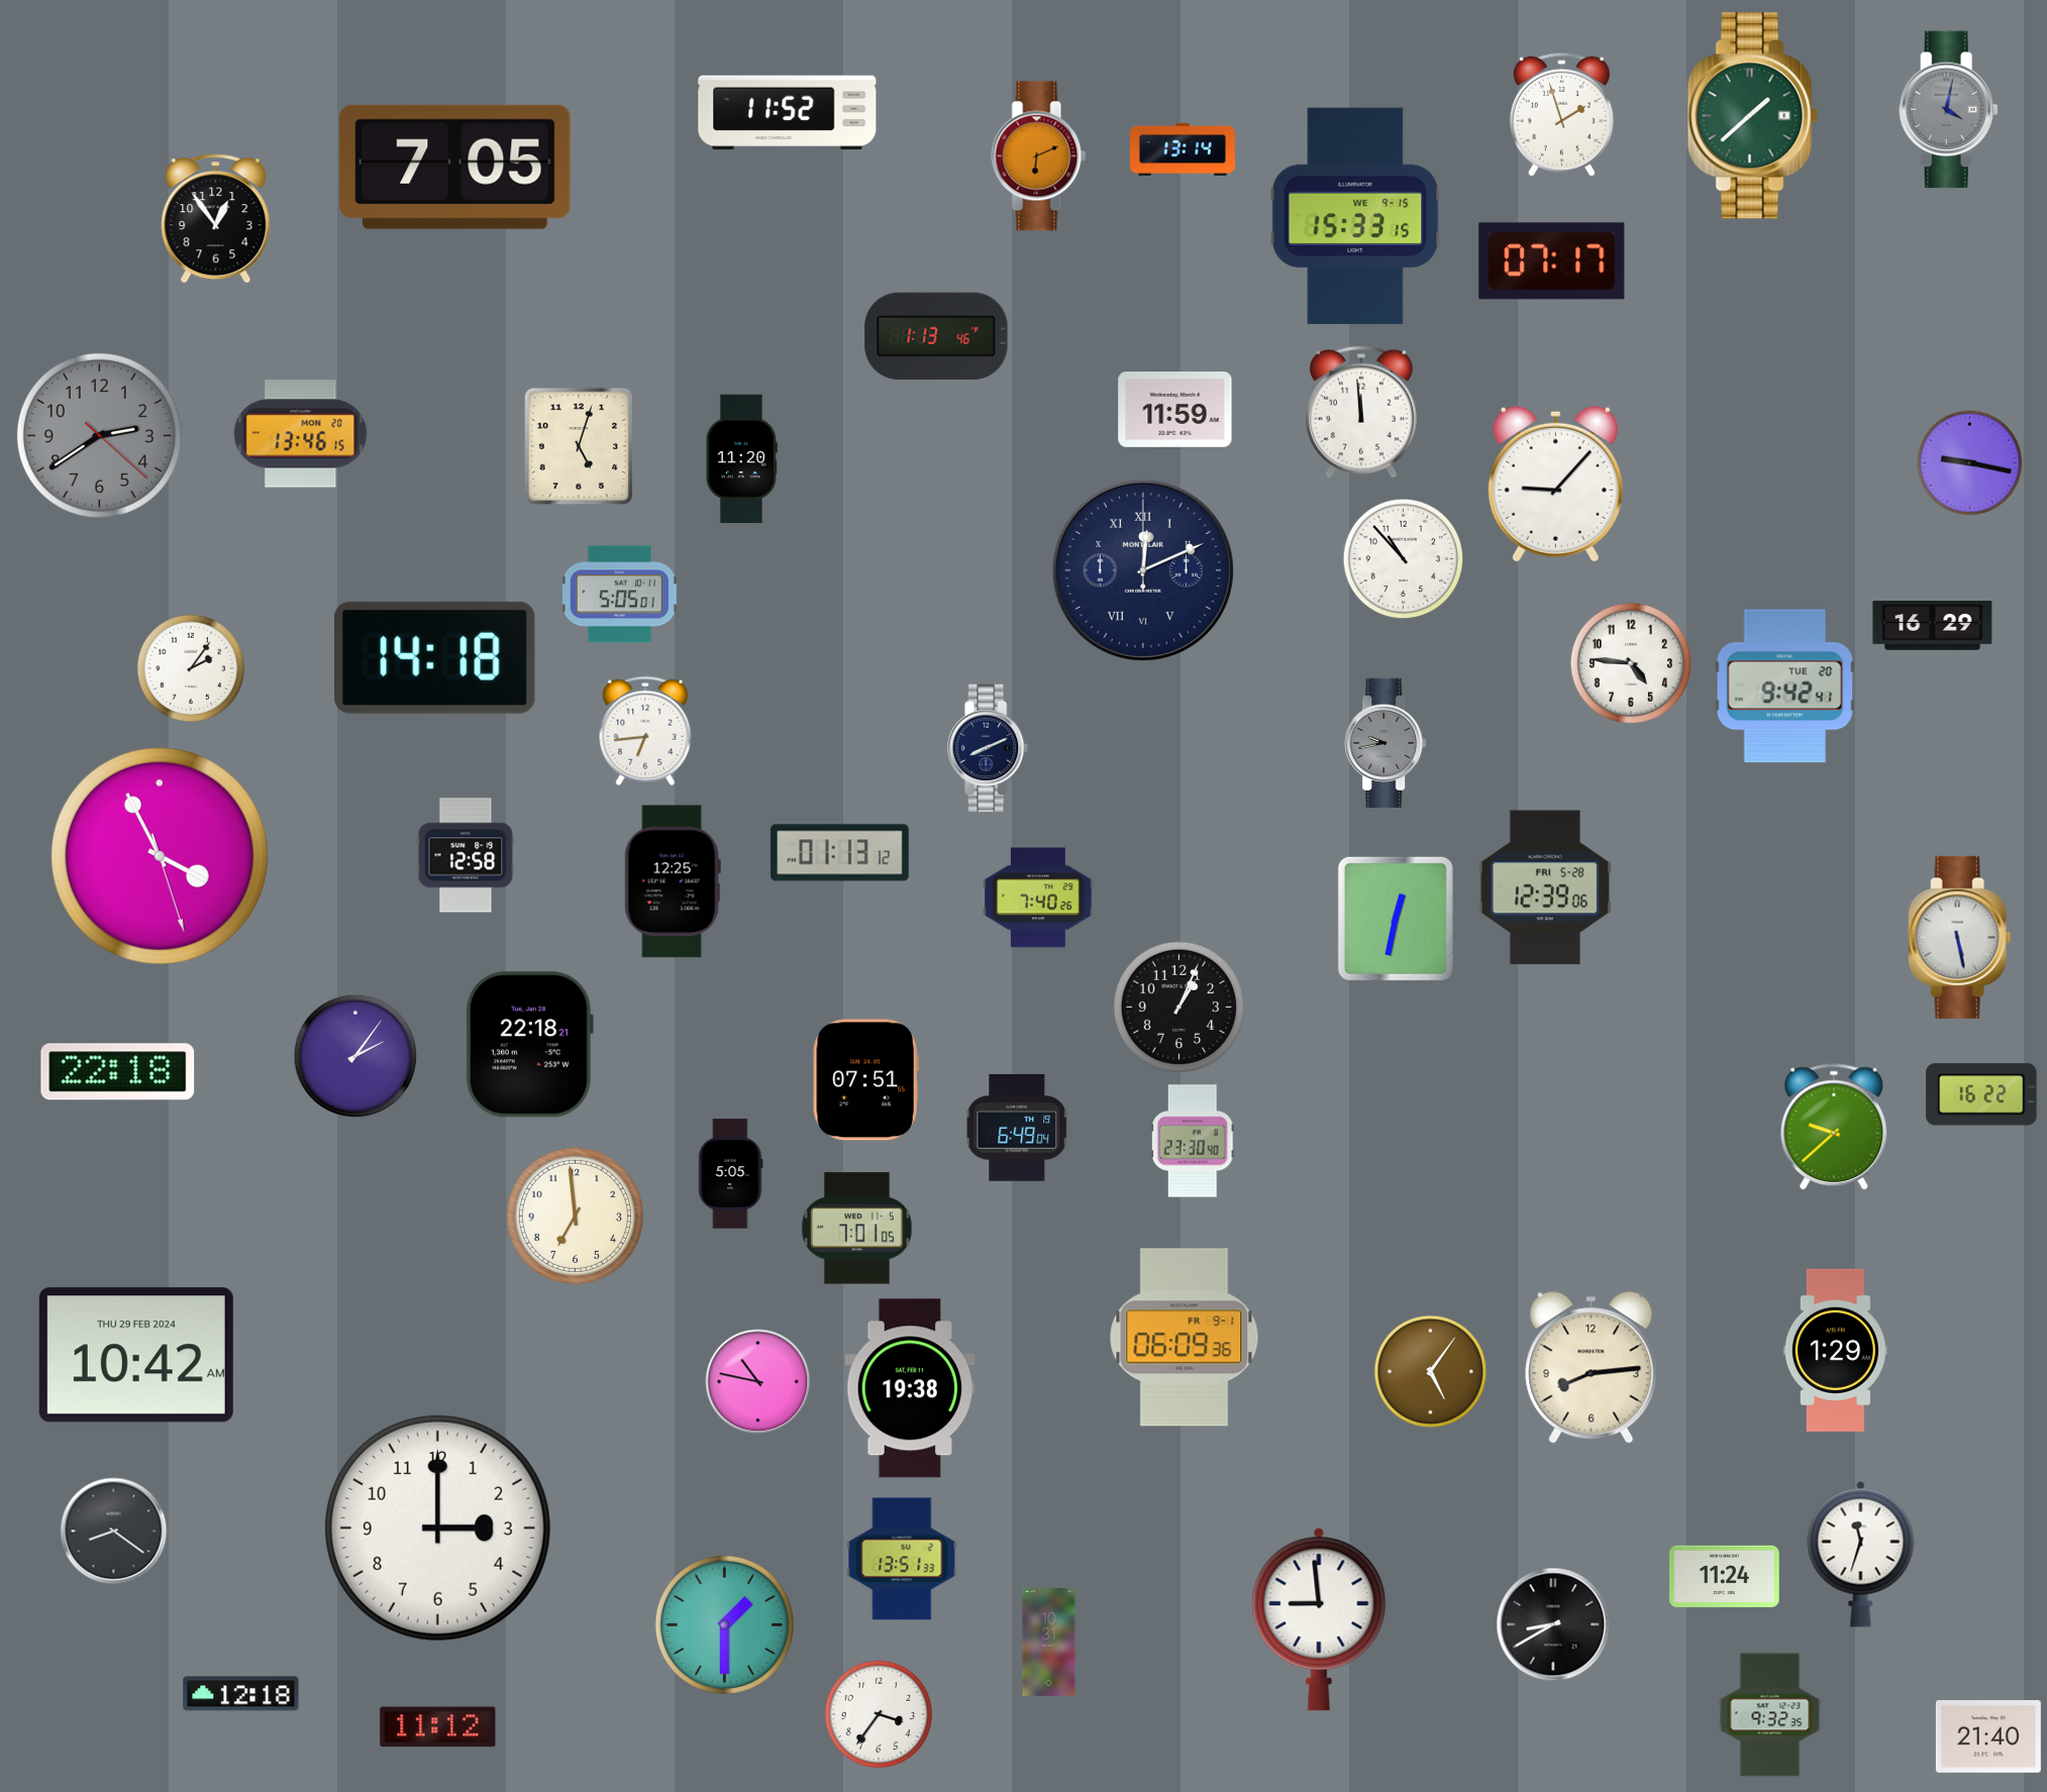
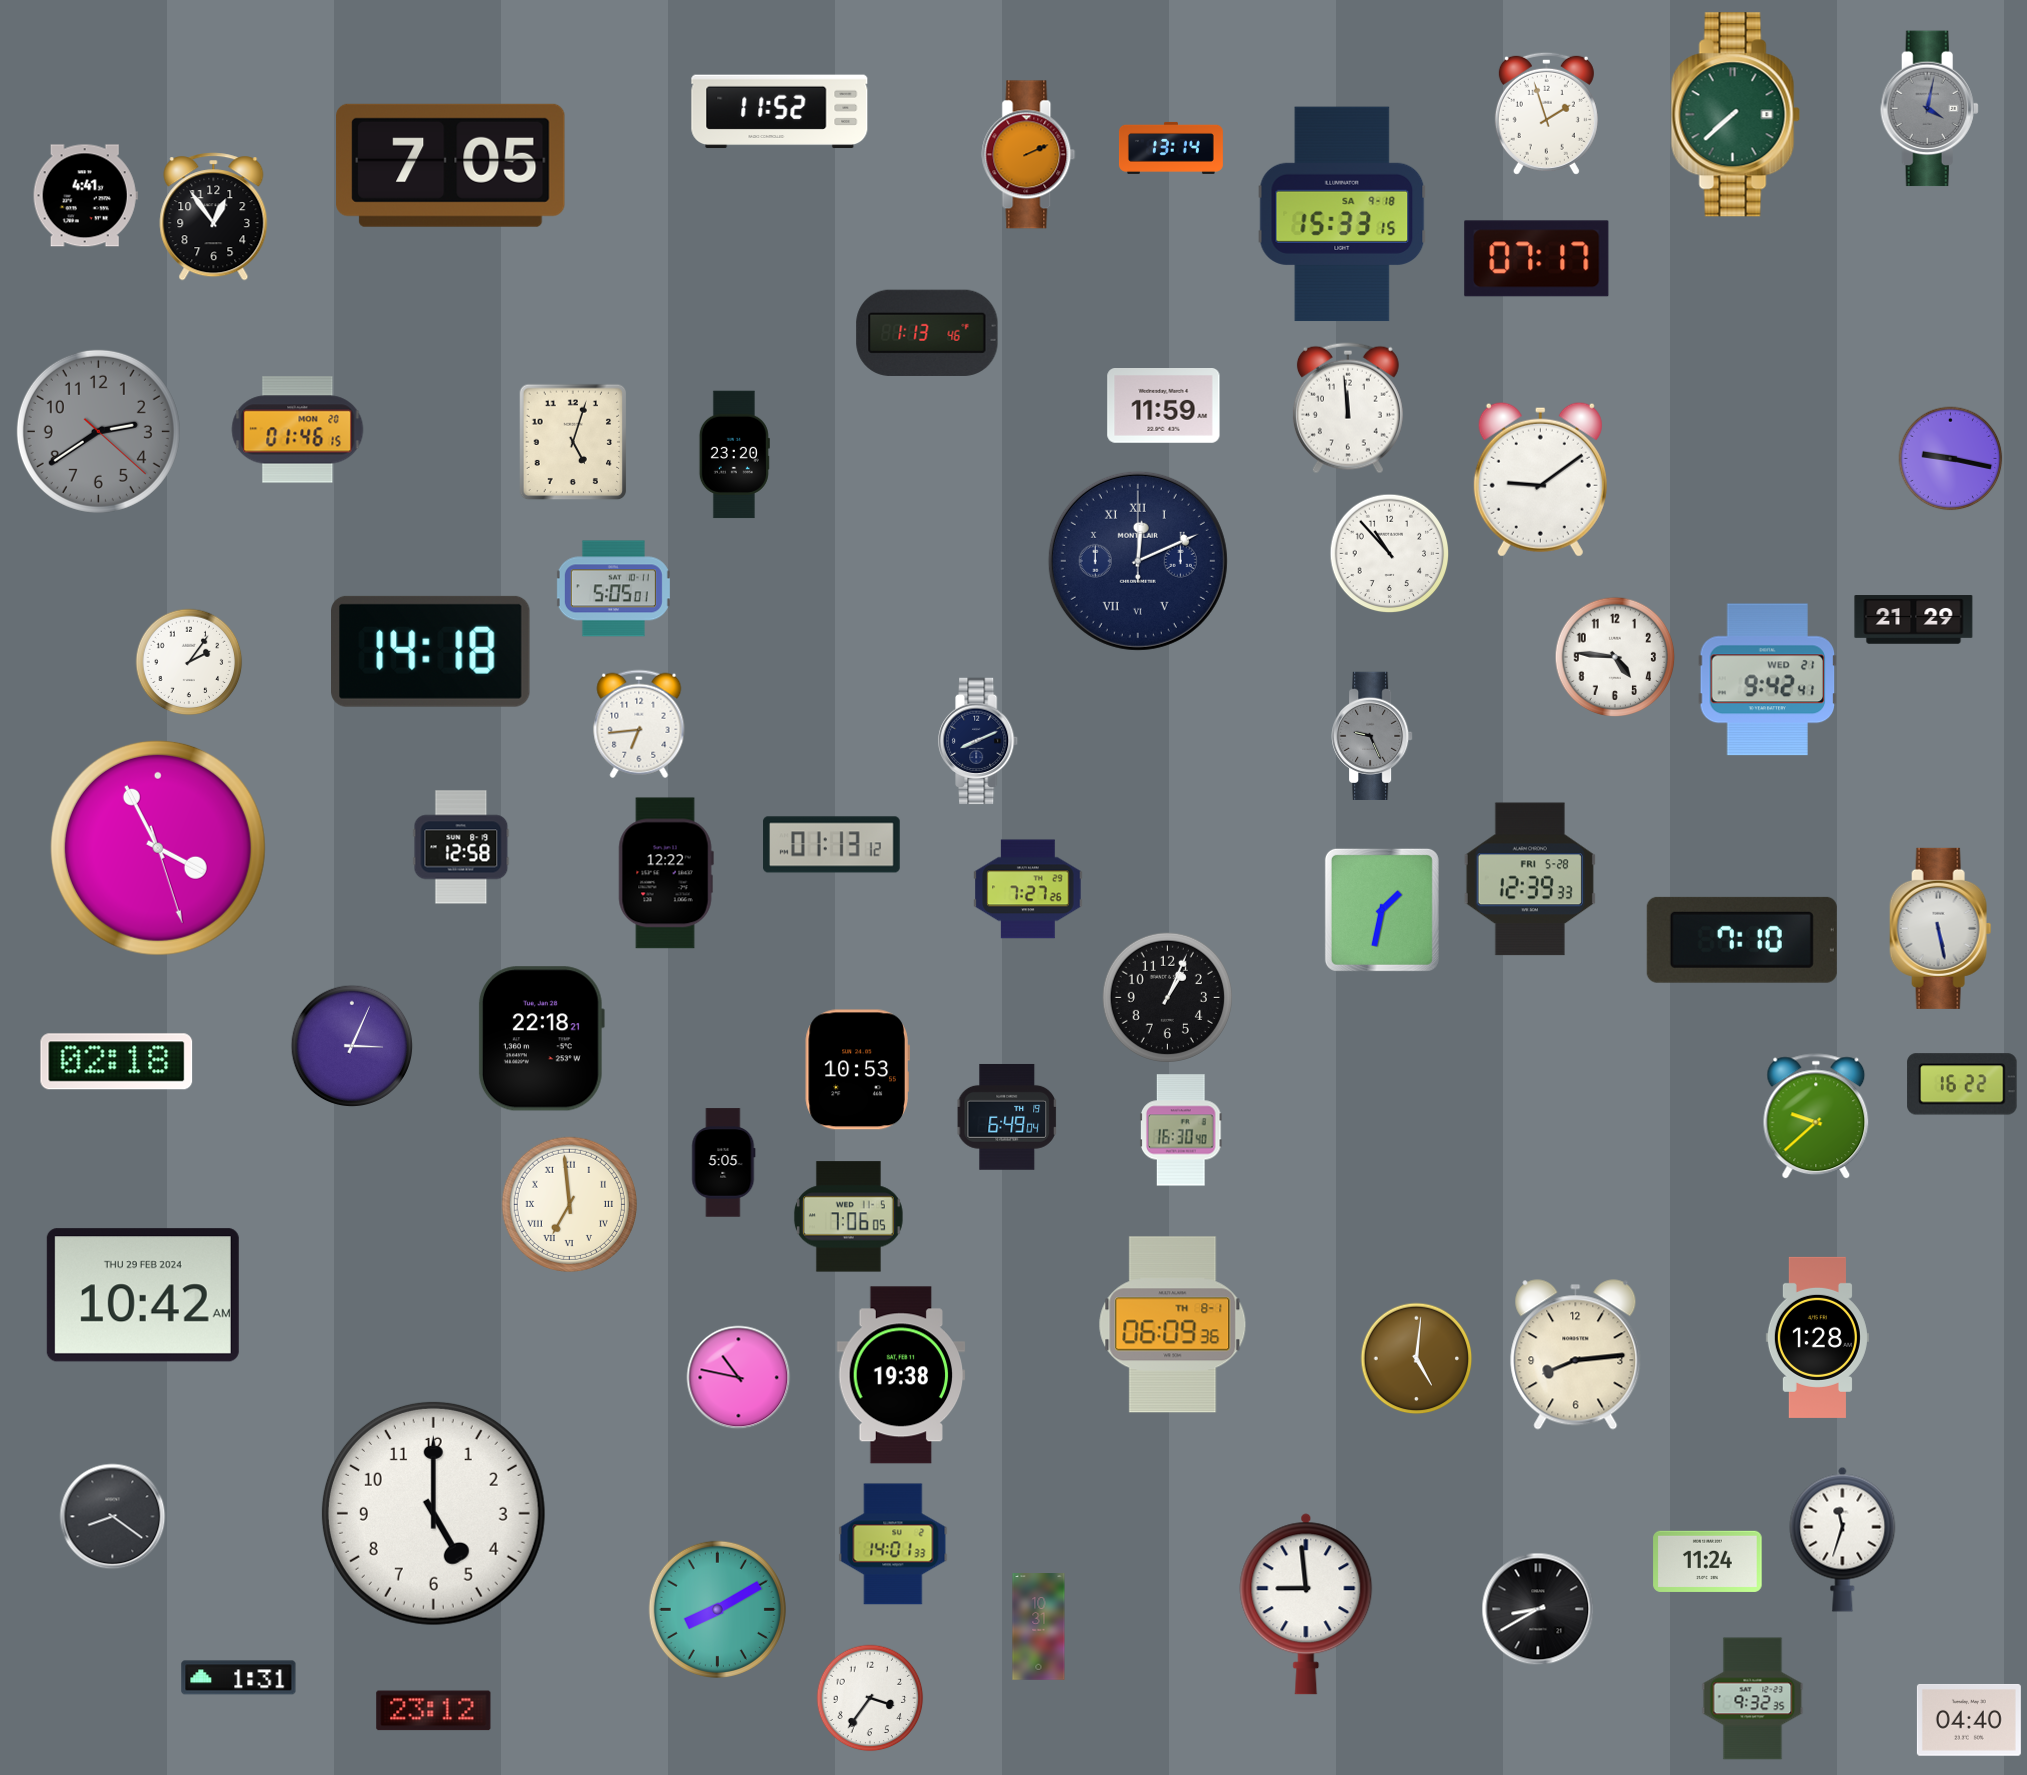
clock at (1752, 116): 1:38 -> 7:38
clock at (1039, 156): 6:11 -> 2:11
clock at (85, 196): none -> 4:41
clock at (1355, 216) date: WE 9-15 -> SA 9-18
clock at (301, 434): 13:46 -> 01:46
clock at (741, 459): 11:20 -> 23:20
clock at (1555, 484): 9:07 -> 9:09
clock at (1143, 570) position: (1143, 570) -> (1138, 561)
clock at (1933, 626): 16:29 -> 21:29
clock at (1785, 687) date: TUE 20 -> WED 21
clock at (1386, 742): 9:43 -> 9:26
clock at (673, 881): 12:25 -> 12:22
clock at (1545, 887): 12:39:06 -> 12:39:33
clock at (1038, 898): 7:40 -> 7:27
clock at (1396, 919): 12:32 -> 1:32
clock at (1742, 940): none -> 7:10
clock at (529, 1045) position: (529, 1045) -> (541, 1039)
clock at (355, 1056): 2:06 -> 3:04
clock at (118, 1072): 22:18 -> 02:18
clock at (865, 1080): 07:51 -> 10:53
clock at (1193, 1141): 23:30 -> 16:30
clock at (575, 1216) numerals: Arabic -> Roman
clock at (856, 1229): 7:01 -> 7:06
clock at (1185, 1338) date: FR 9-1 -> TH 8-1
clock at (1835, 1350): 1:29 -> 1:28
clock at (136, 1355) position: (136, 1355) -> (143, 1295)
clock at (1431, 1372): 5:06 -> 5:01
clock at (758, 1382) position: (758, 1382) -> (739, 1378)
clock at (437, 1527): 3:00 -> 5:00
clock at (902, 1559): 13:51 -> 14:01
clock at (724, 1624): 1:30 -> 8:10
clock at (241, 1694): 12:18 -> 1:31
clock at (438, 1727): 11:12 -> 23:12
clock at (1988, 1736): 21:40 -> 04:40
